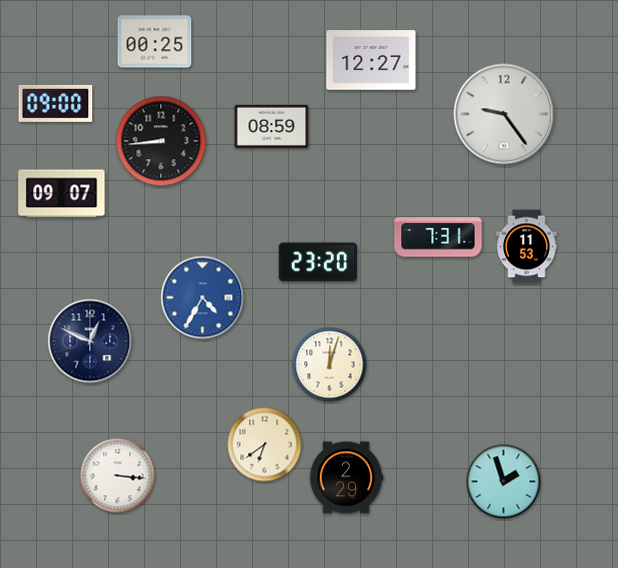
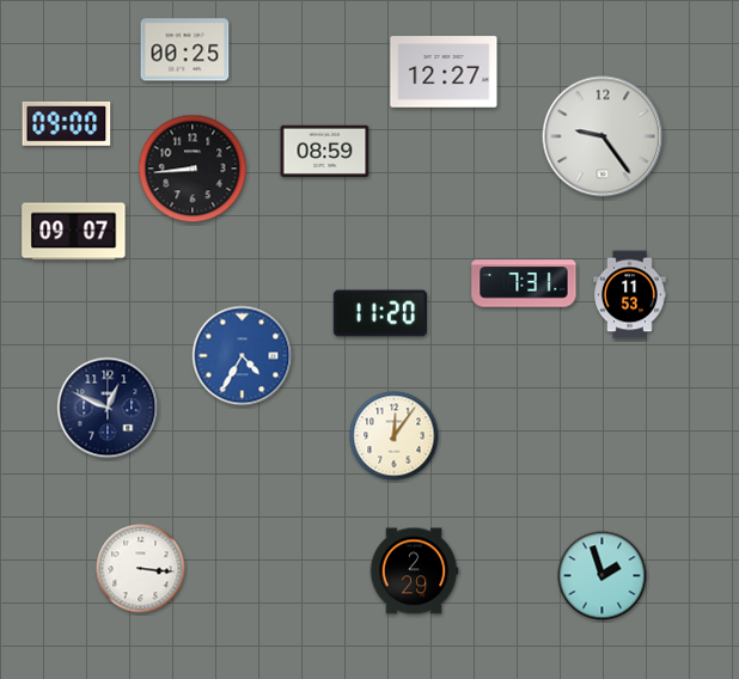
clock at (317, 262): 23:20 -> 11:20
clock at (330, 365): 12:03 -> 12:06
clock at (265, 445): 6:39 -> none
